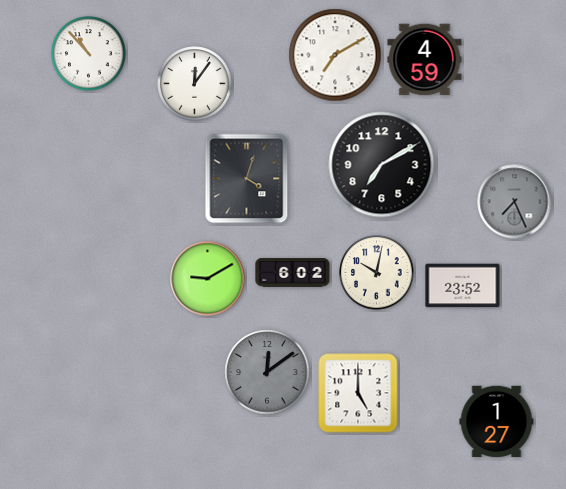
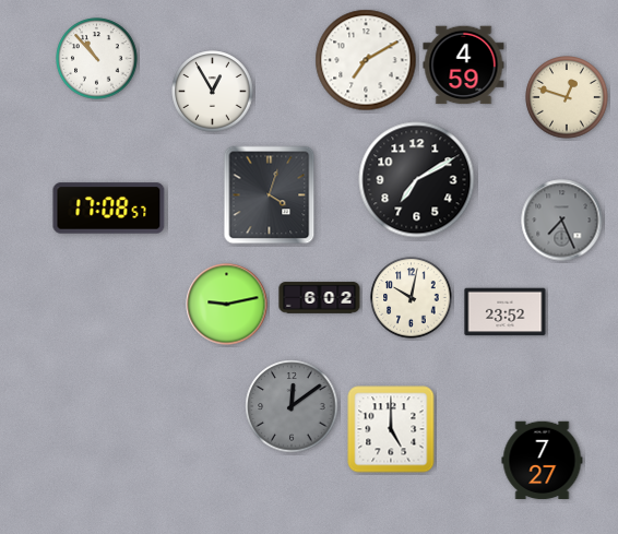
clock at (195, 84): 12:06 -> 12:55
clock at (567, 97): none -> 12:48
clock at (109, 209): none -> 17:08
clock at (208, 279): 9:10 -> 9:13
clock at (497, 422): 1:27 -> 7:27
